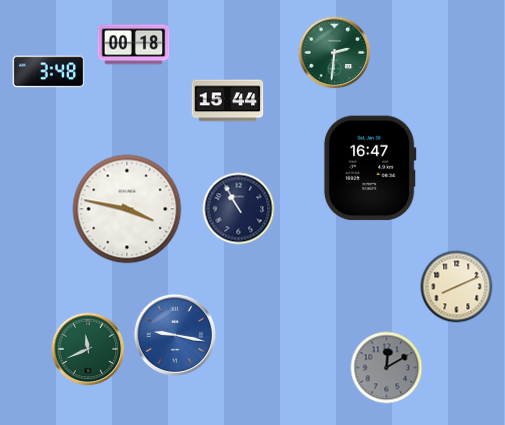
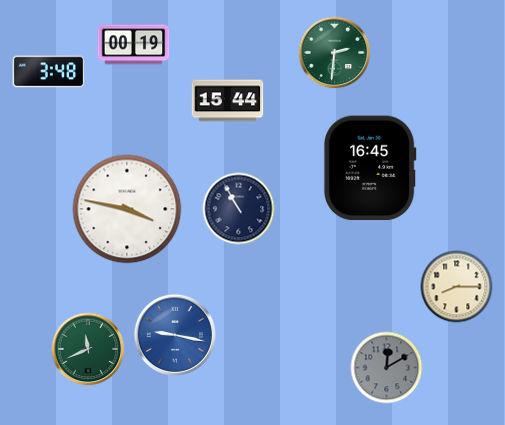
clock at (134, 45): 00:18 -> 00:19
clock at (370, 168): 16:47 -> 16:45
clock at (457, 287): 8:11 -> 8:15
